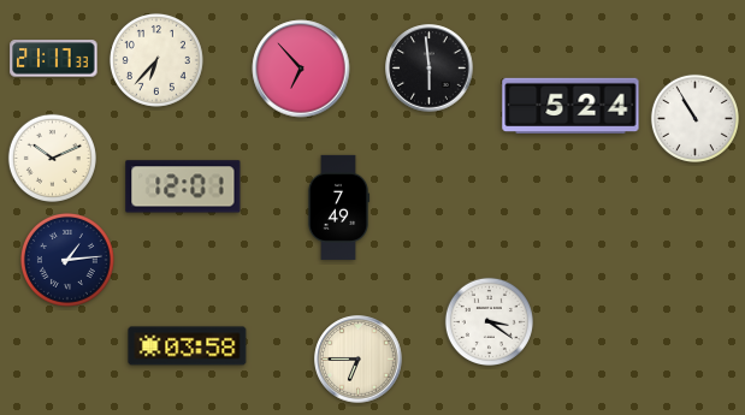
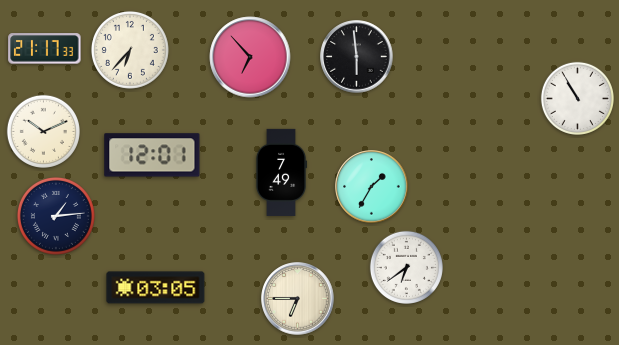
clock at (570, 105): 5:24 -> none
clock at (372, 187): none -> 1:35
clock at (489, 321): 3:21 -> 6:39
clock at (188, 346): 03:58 -> 03:05
